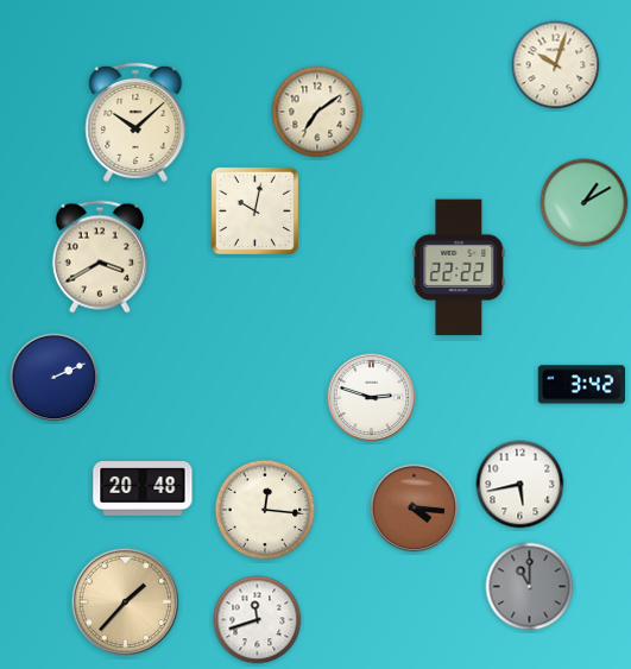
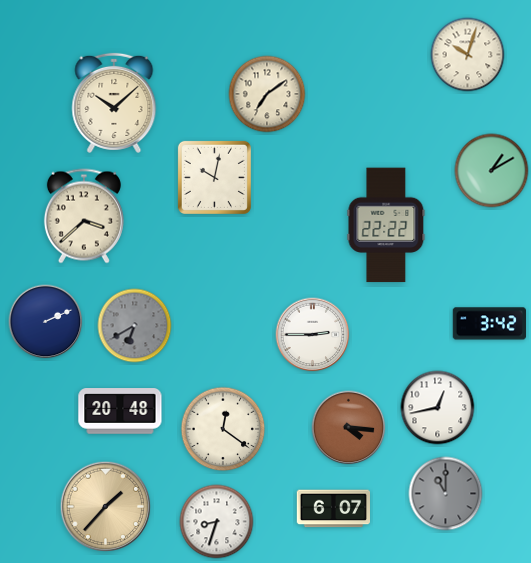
clock at (100, 257): 3:40 -> 3:38
clock at (55, 378) position: (55, 378) -> (46, 322)
clock at (135, 326): none -> 6:40
clock at (372, 398): 2:48 -> 2:45
clock at (520, 485): 5:43 -> 12:43
clock at (265, 510): 12:16 -> 12:21
clock at (333, 509): none -> 6:07
clock at (258, 620): 11:42 -> 8:33
